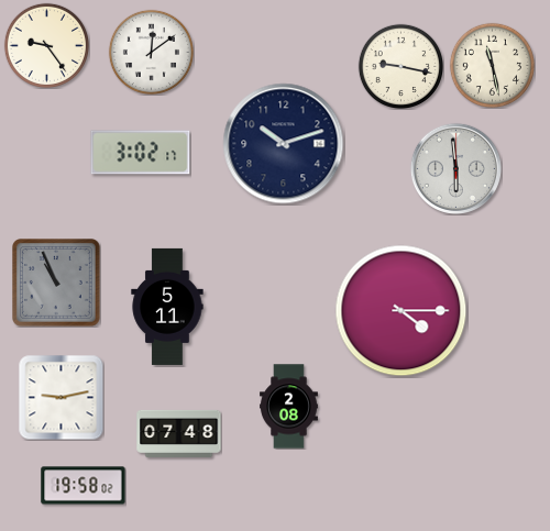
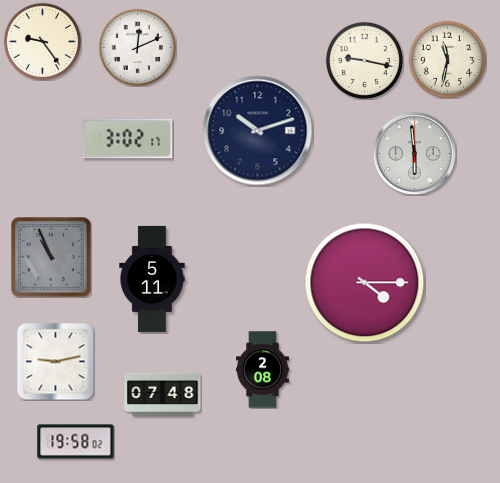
clock at (151, 52): 12:09 -> 12:11
clock at (492, 65): 11:28 -> 11:32
